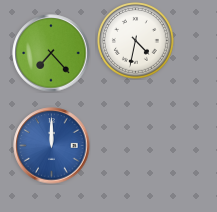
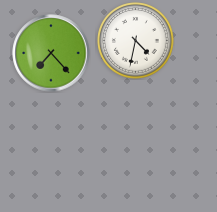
clock at (52, 146): 12:00 -> none
